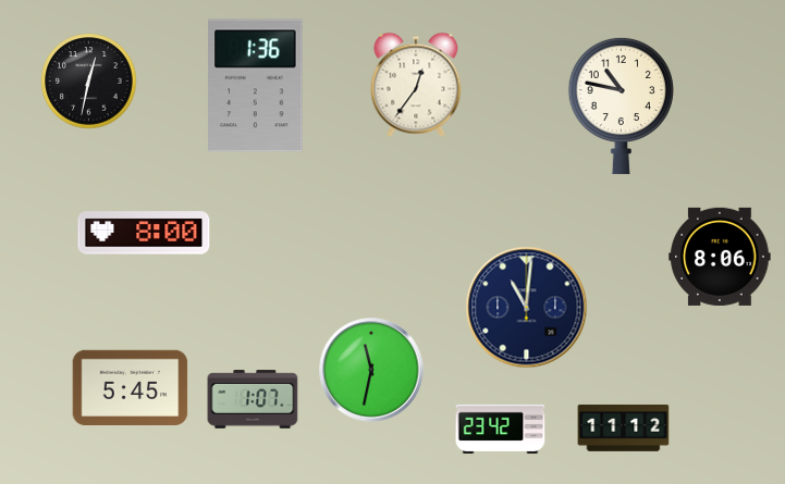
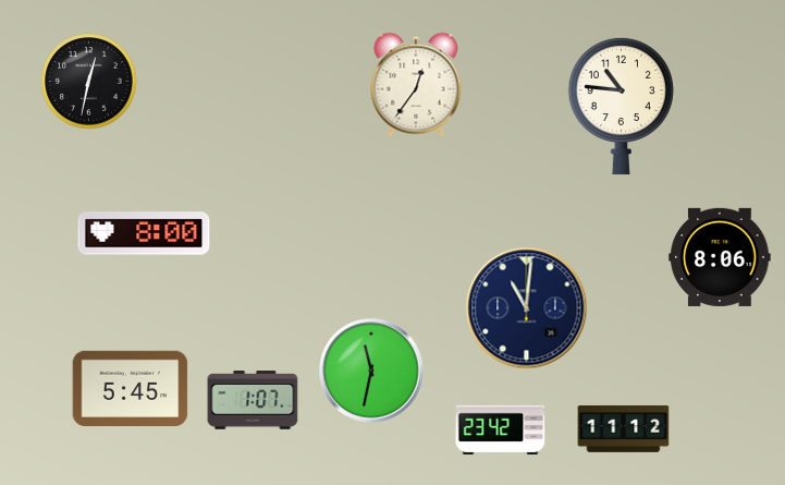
clock at (256, 86): 1:36 -> none
clock at (621, 106): 10:47 -> 10:46
